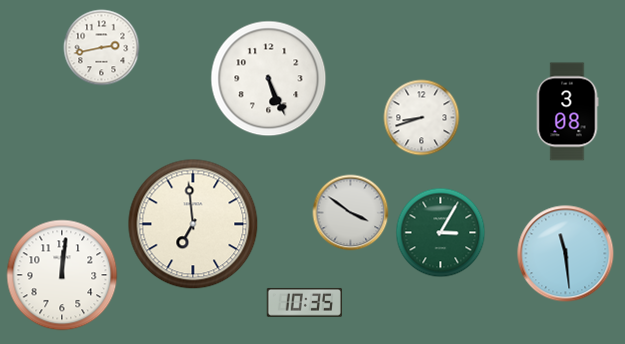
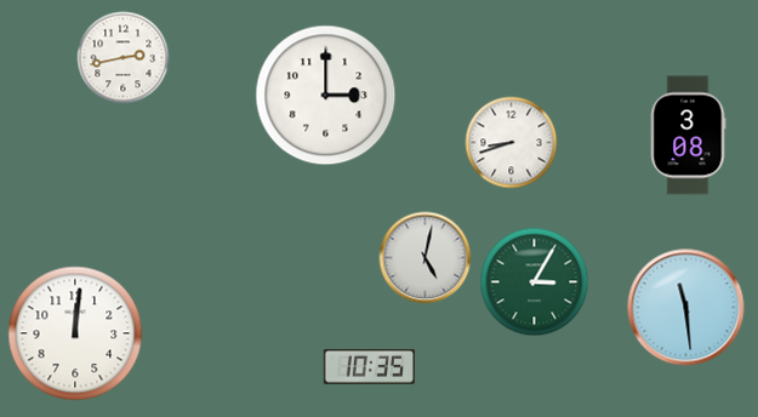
clock at (269, 79): 5:26 -> 3:00
clock at (351, 213): 3:51 -> 5:02
clock at (193, 224): 6:59 -> none
